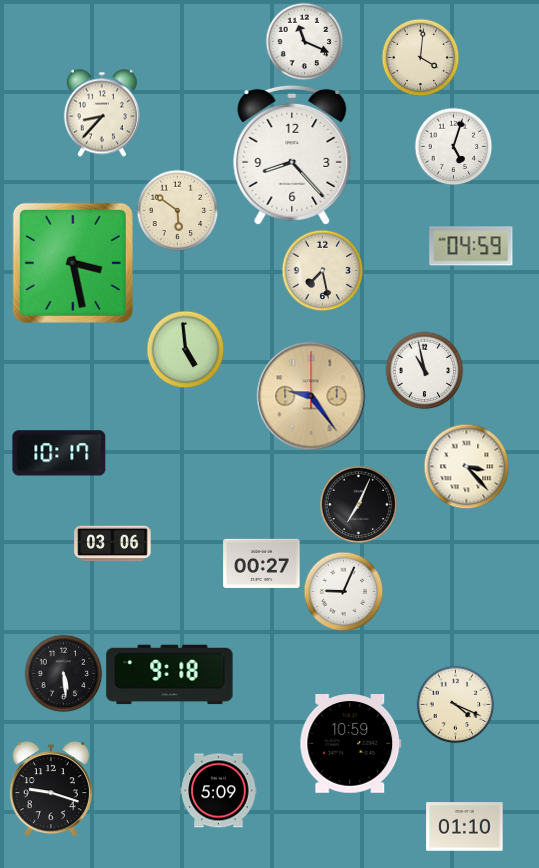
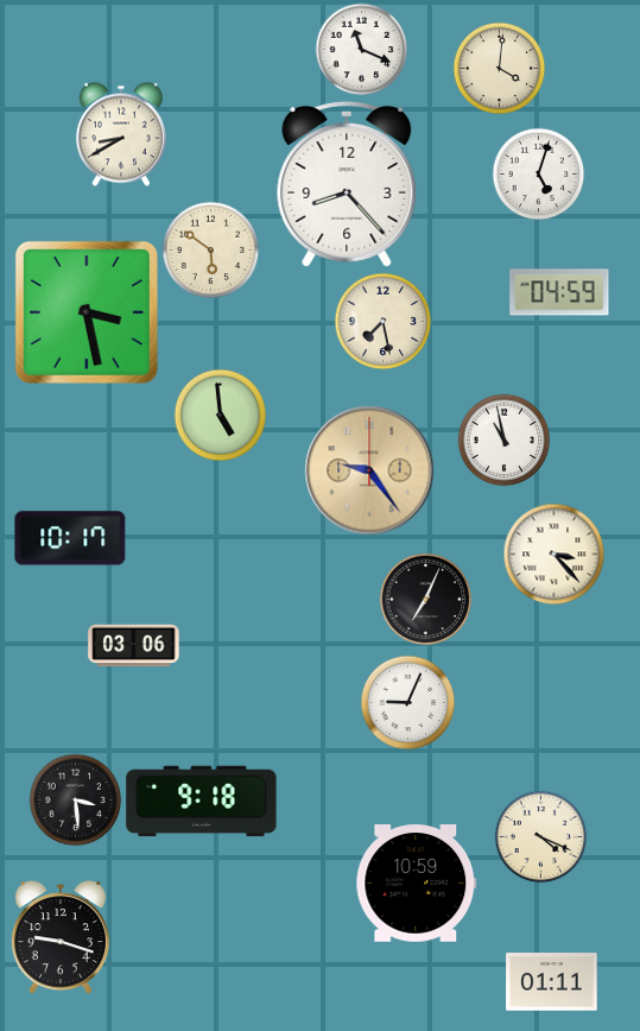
clock at (102, 113): 8:37 -> 8:40
clock at (262, 563): 00:27 -> none
clock at (63, 673): 5:29 -> 3:29
clock at (219, 791): 5:09 -> none
clock at (465, 827): 01:10 -> 01:11
